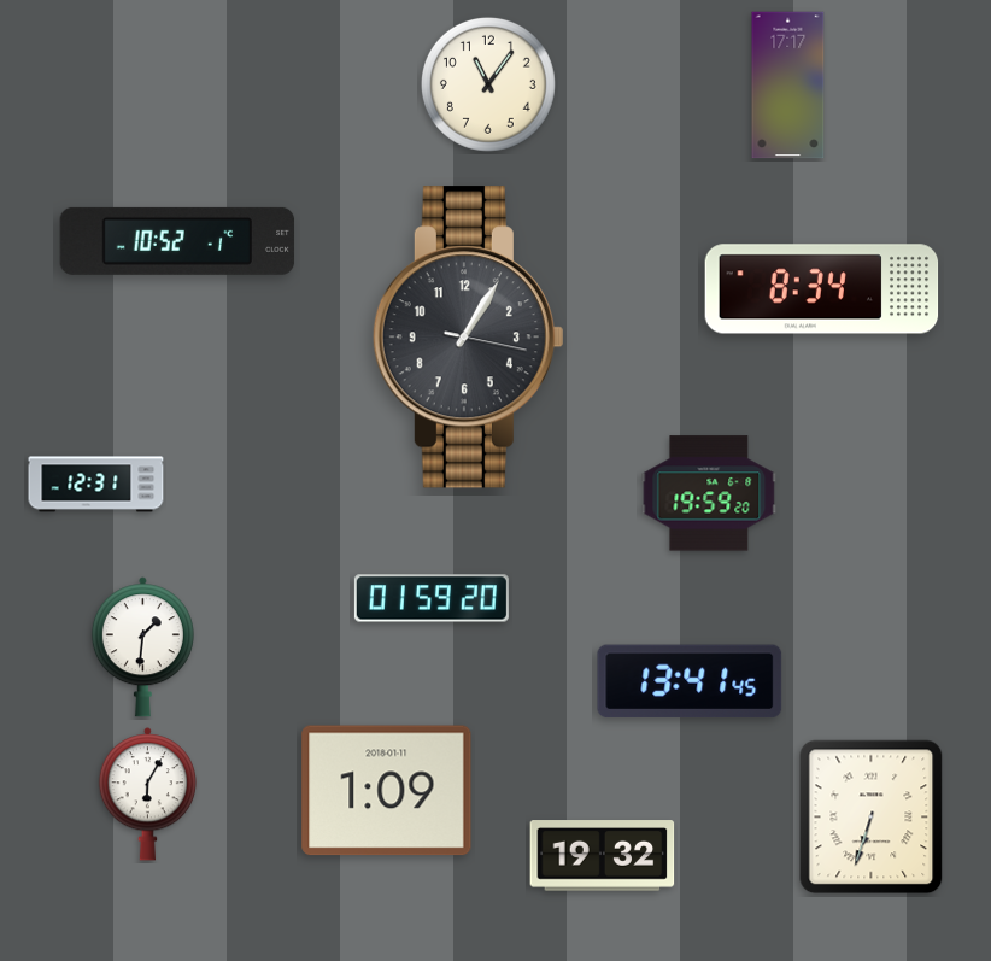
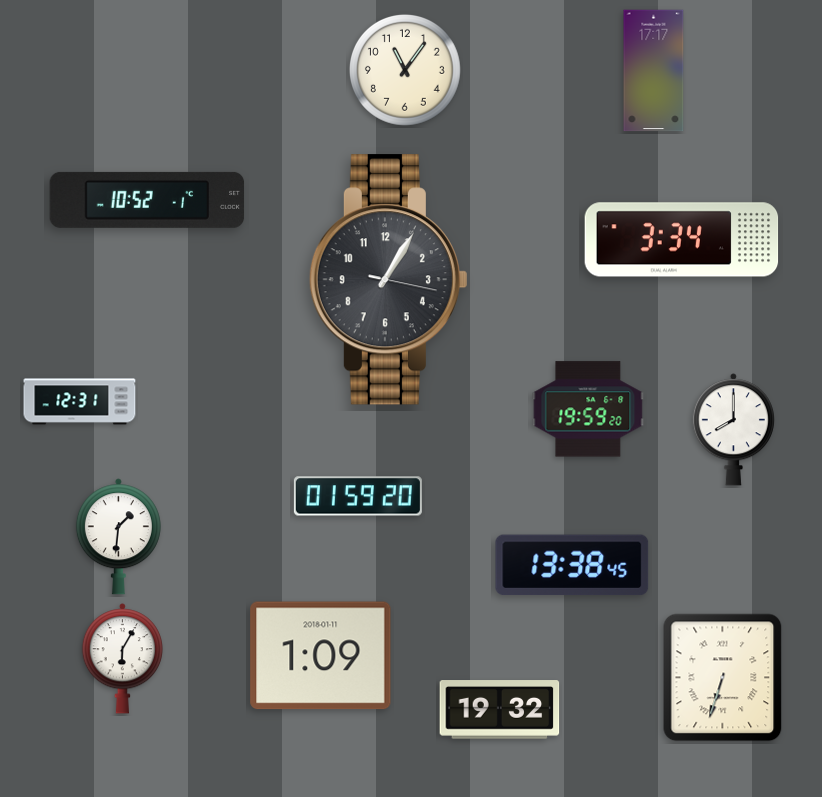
clock at (822, 289): 8:34 -> 3:34
clock at (733, 430): none -> 8:00
clock at (690, 681): 13:41 -> 13:38
